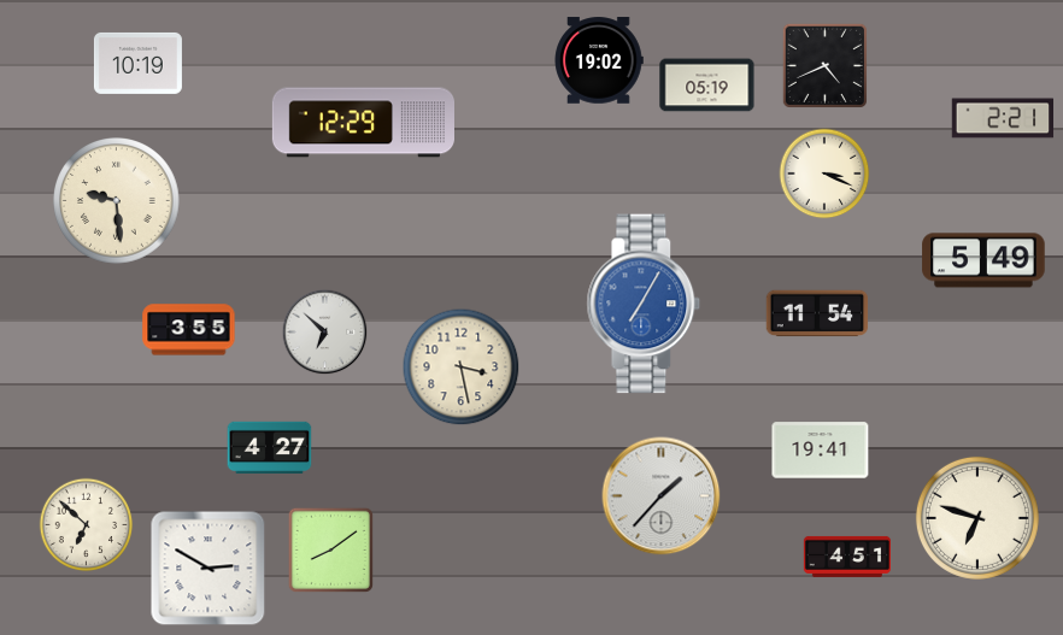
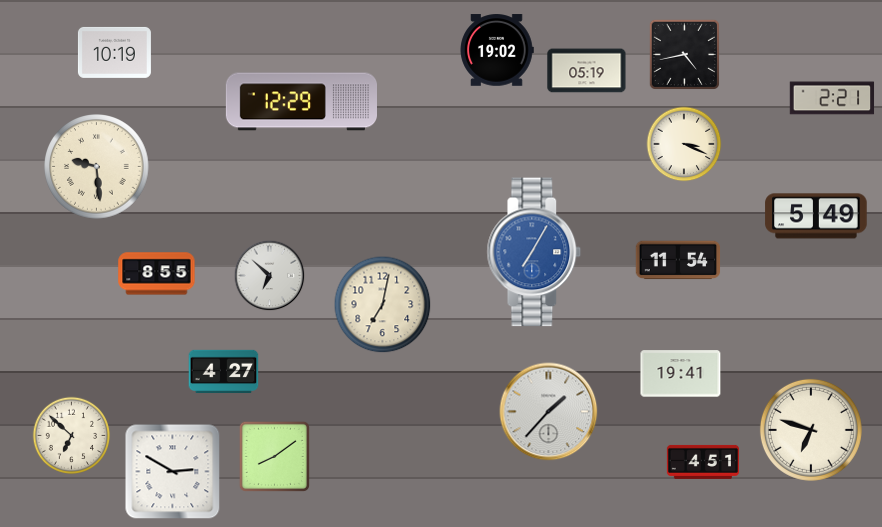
clock at (824, 65): 4:41 -> 4:43
clock at (189, 330): 3:55 -> 8:55
clock at (462, 368): 3:28 -> 7:02
